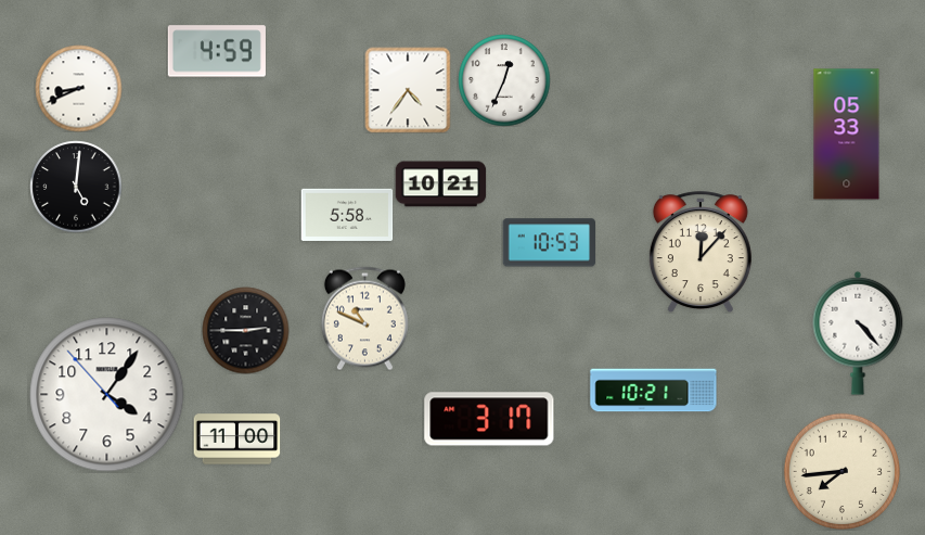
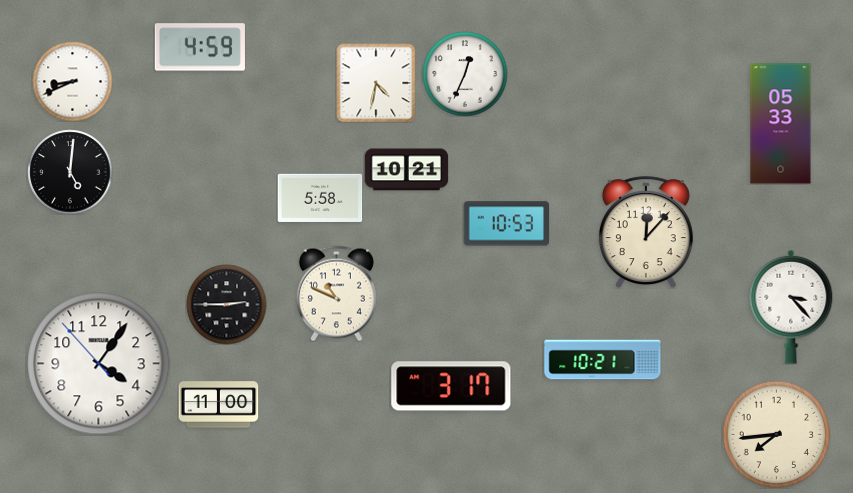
clock at (408, 90): 4:36 -> 4:32
clock at (858, 333): 4:23 -> 3:23
